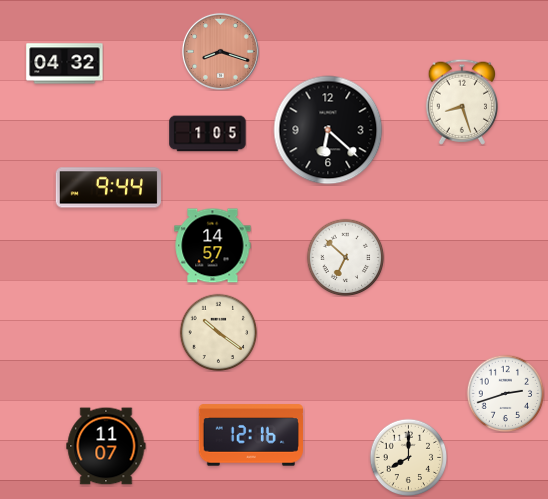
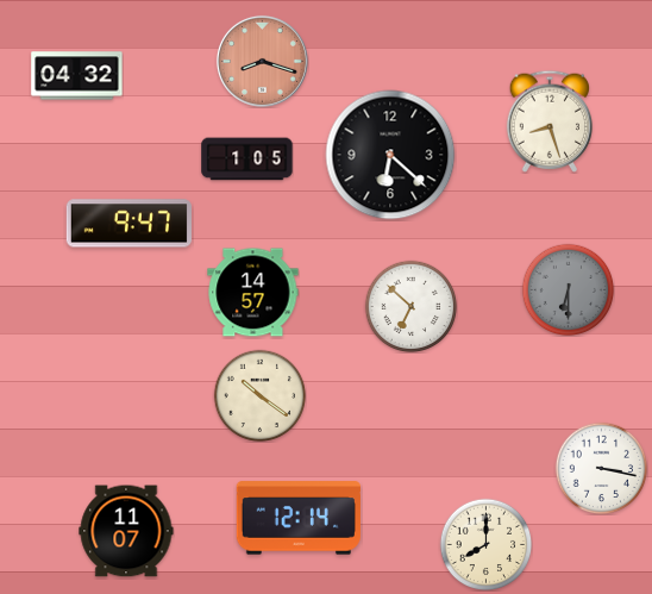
clock at (108, 188): 9:44 -> 9:47
clock at (568, 289): none -> 6:30
clock at (505, 393): 2:42 -> 3:17
clock at (251, 435): 12:16 -> 12:14
